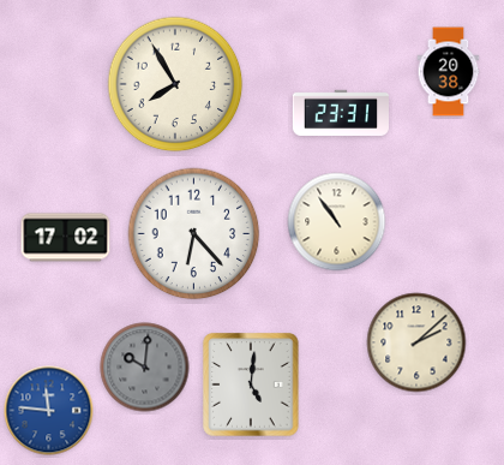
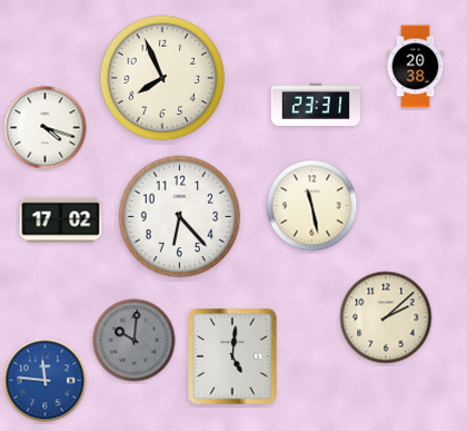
clock at (175, 84): 7:55 -> 7:56
clock at (46, 128): none -> 4:18
clock at (337, 222): 10:54 -> 11:28
